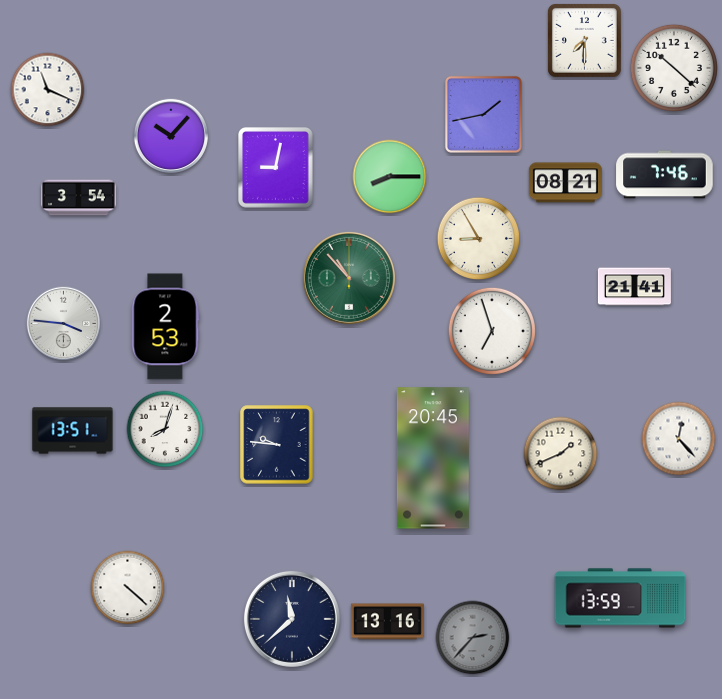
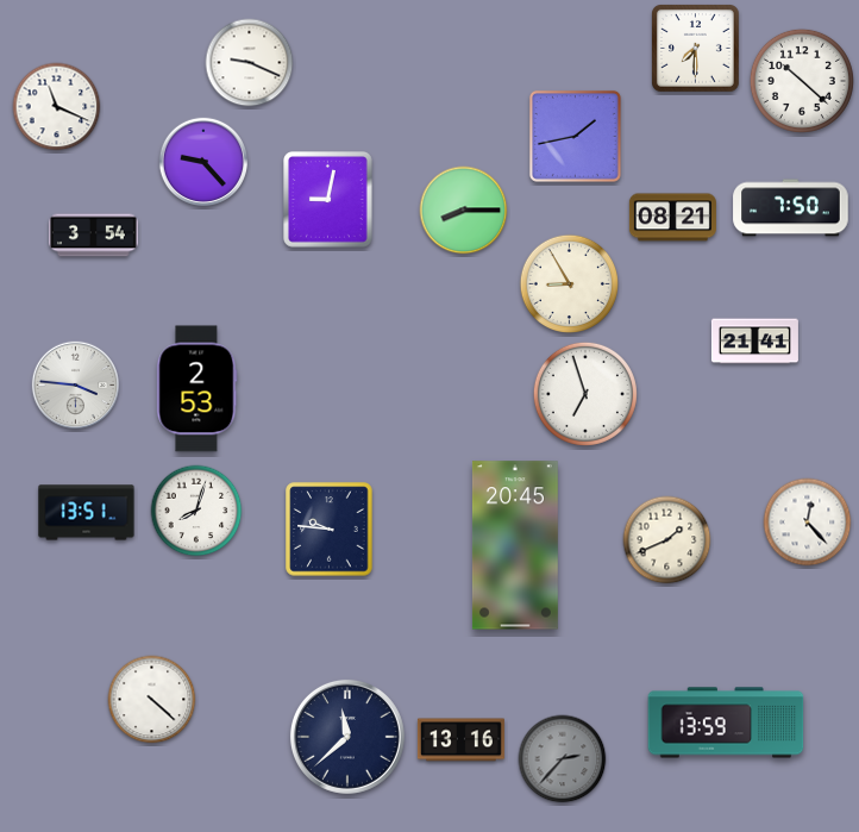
clock at (250, 63): none -> 9:19
clock at (170, 135): 10:07 -> 9:23
clock at (665, 175): 7:46 -> 7:50
clock at (349, 278): 10:53 -> none
clock at (620, 598) position: (620, 598) -> (726, 722)
